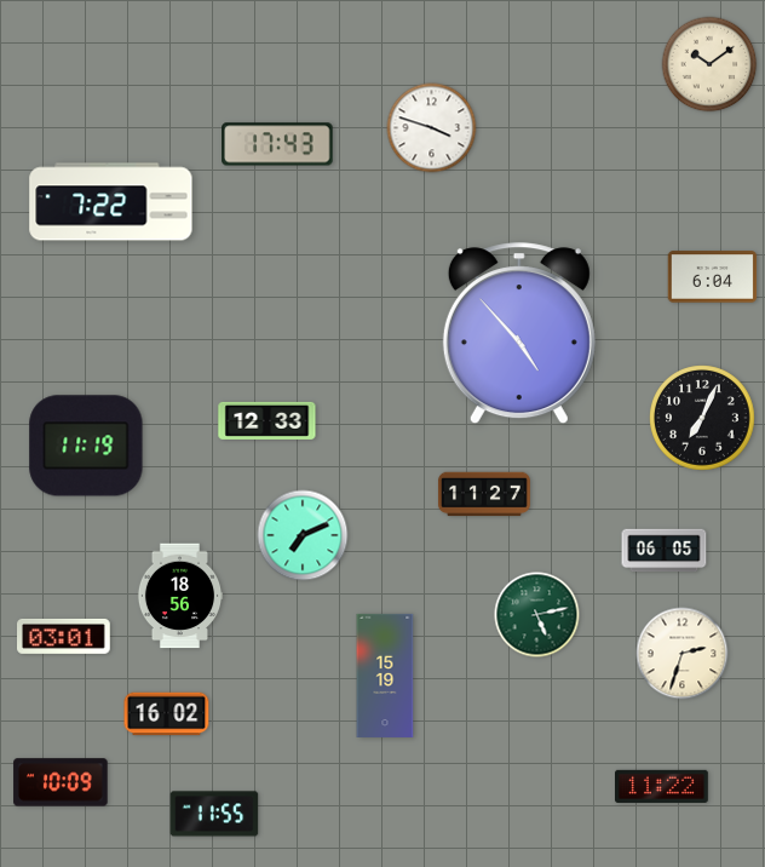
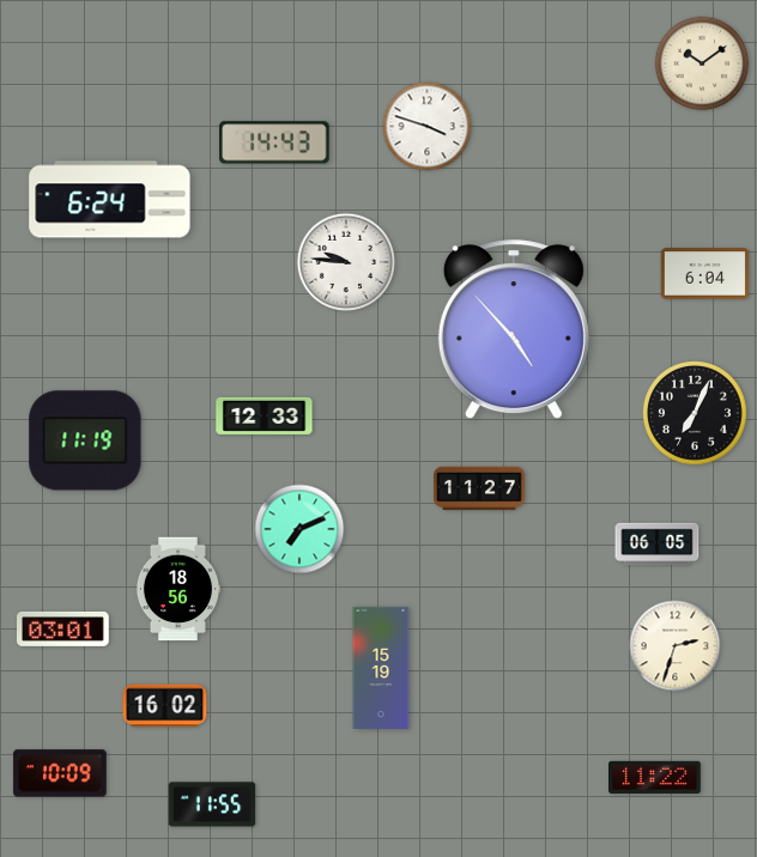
clock at (277, 144): 17:43 -> 14:43
clock at (111, 202): 7:22 -> 6:24
clock at (345, 261): none -> 9:46
clock at (537, 615): 5:13 -> none
